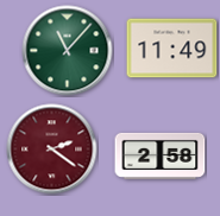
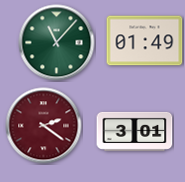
clock at (172, 49): 11:49 -> 01:49
clock at (161, 155): 2:58 -> 3:01
